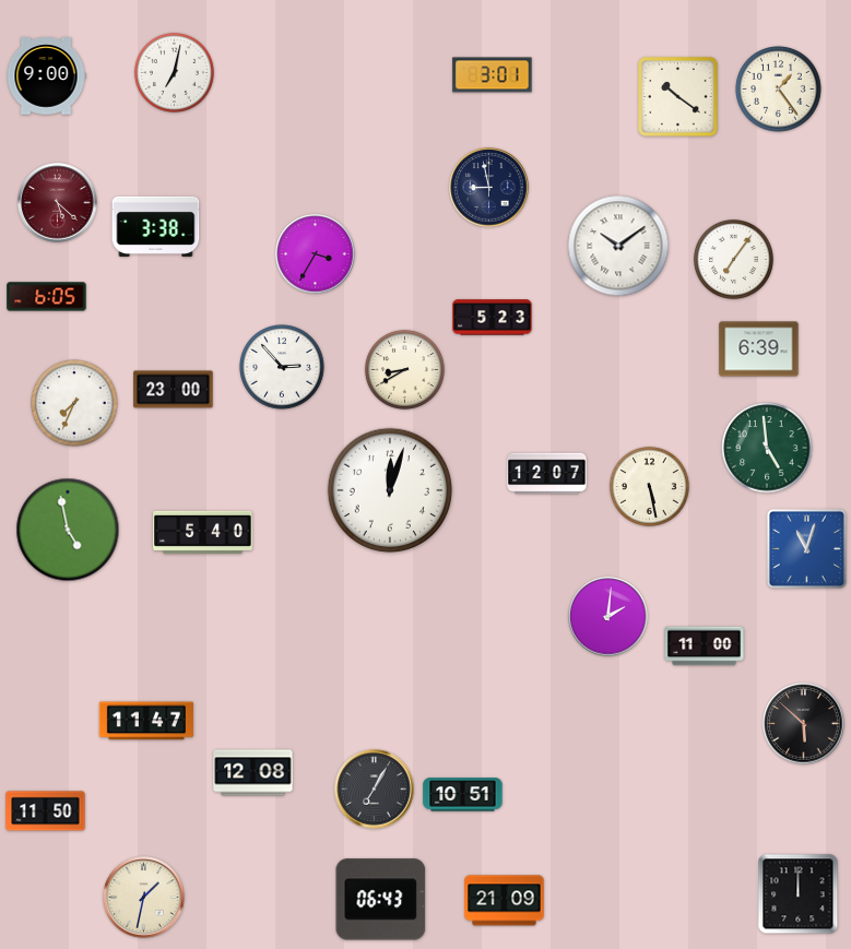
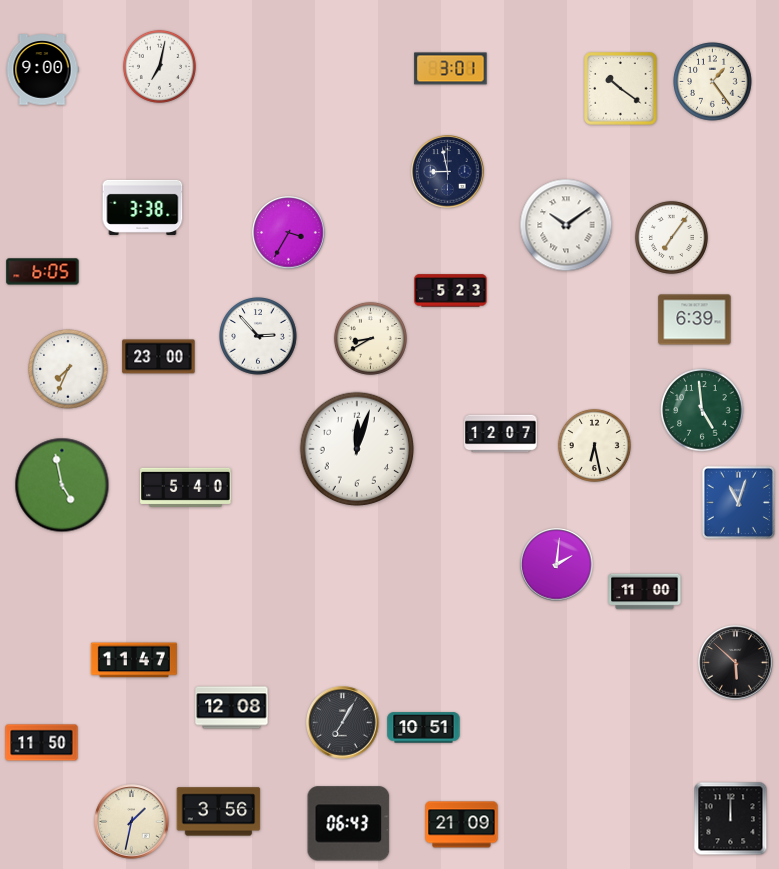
clock at (58, 203): 5:22 -> none
clock at (649, 486): 5:28 -> 6:28
clock at (219, 812): none -> 3:56
